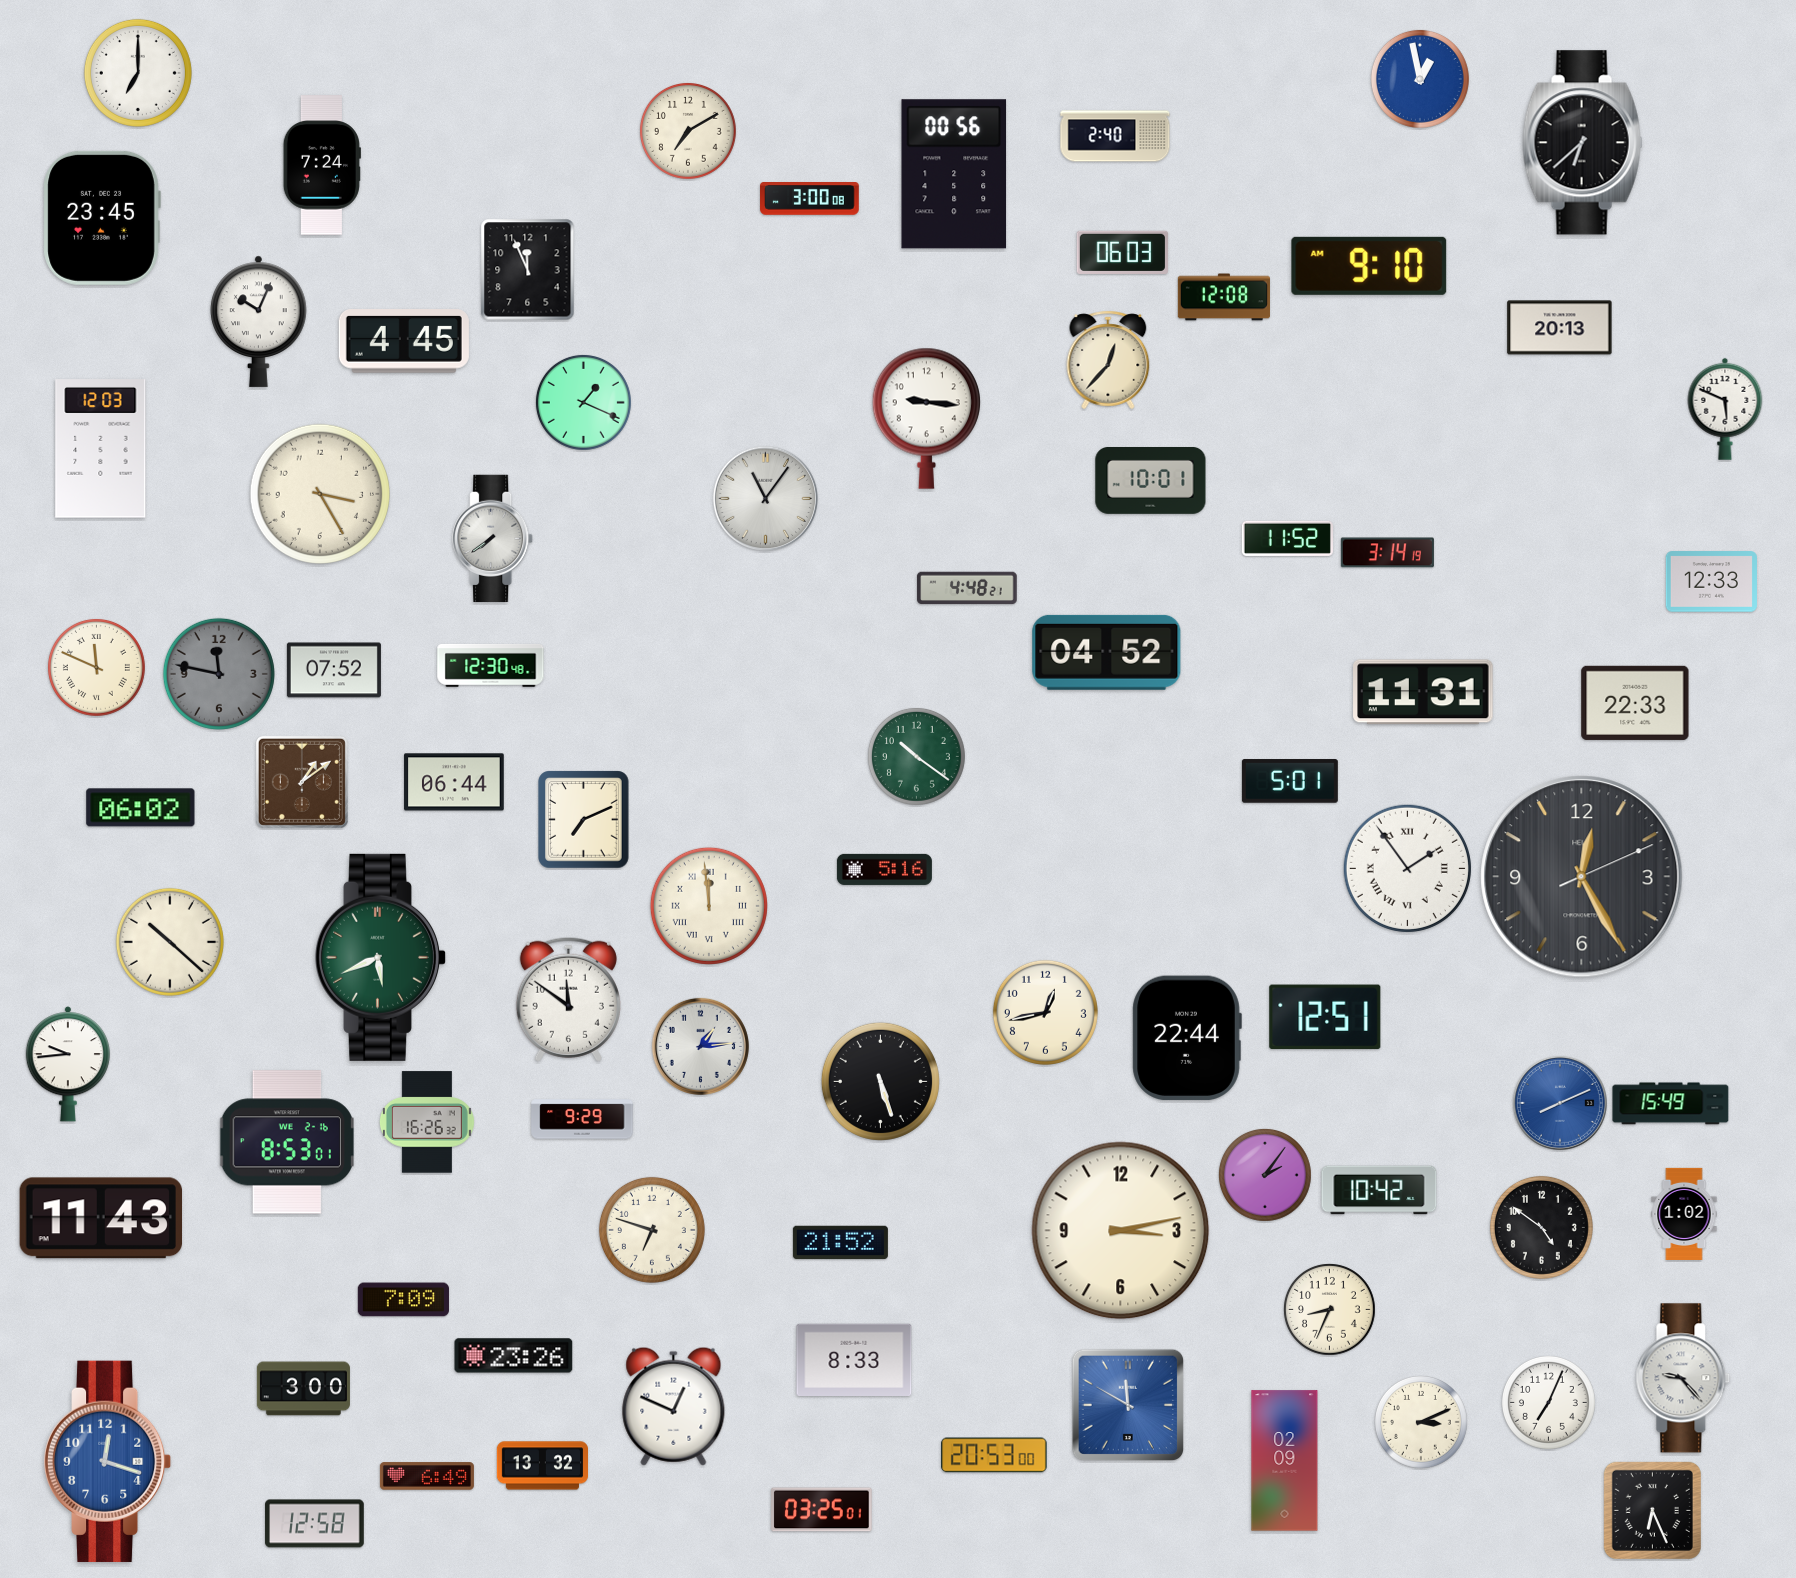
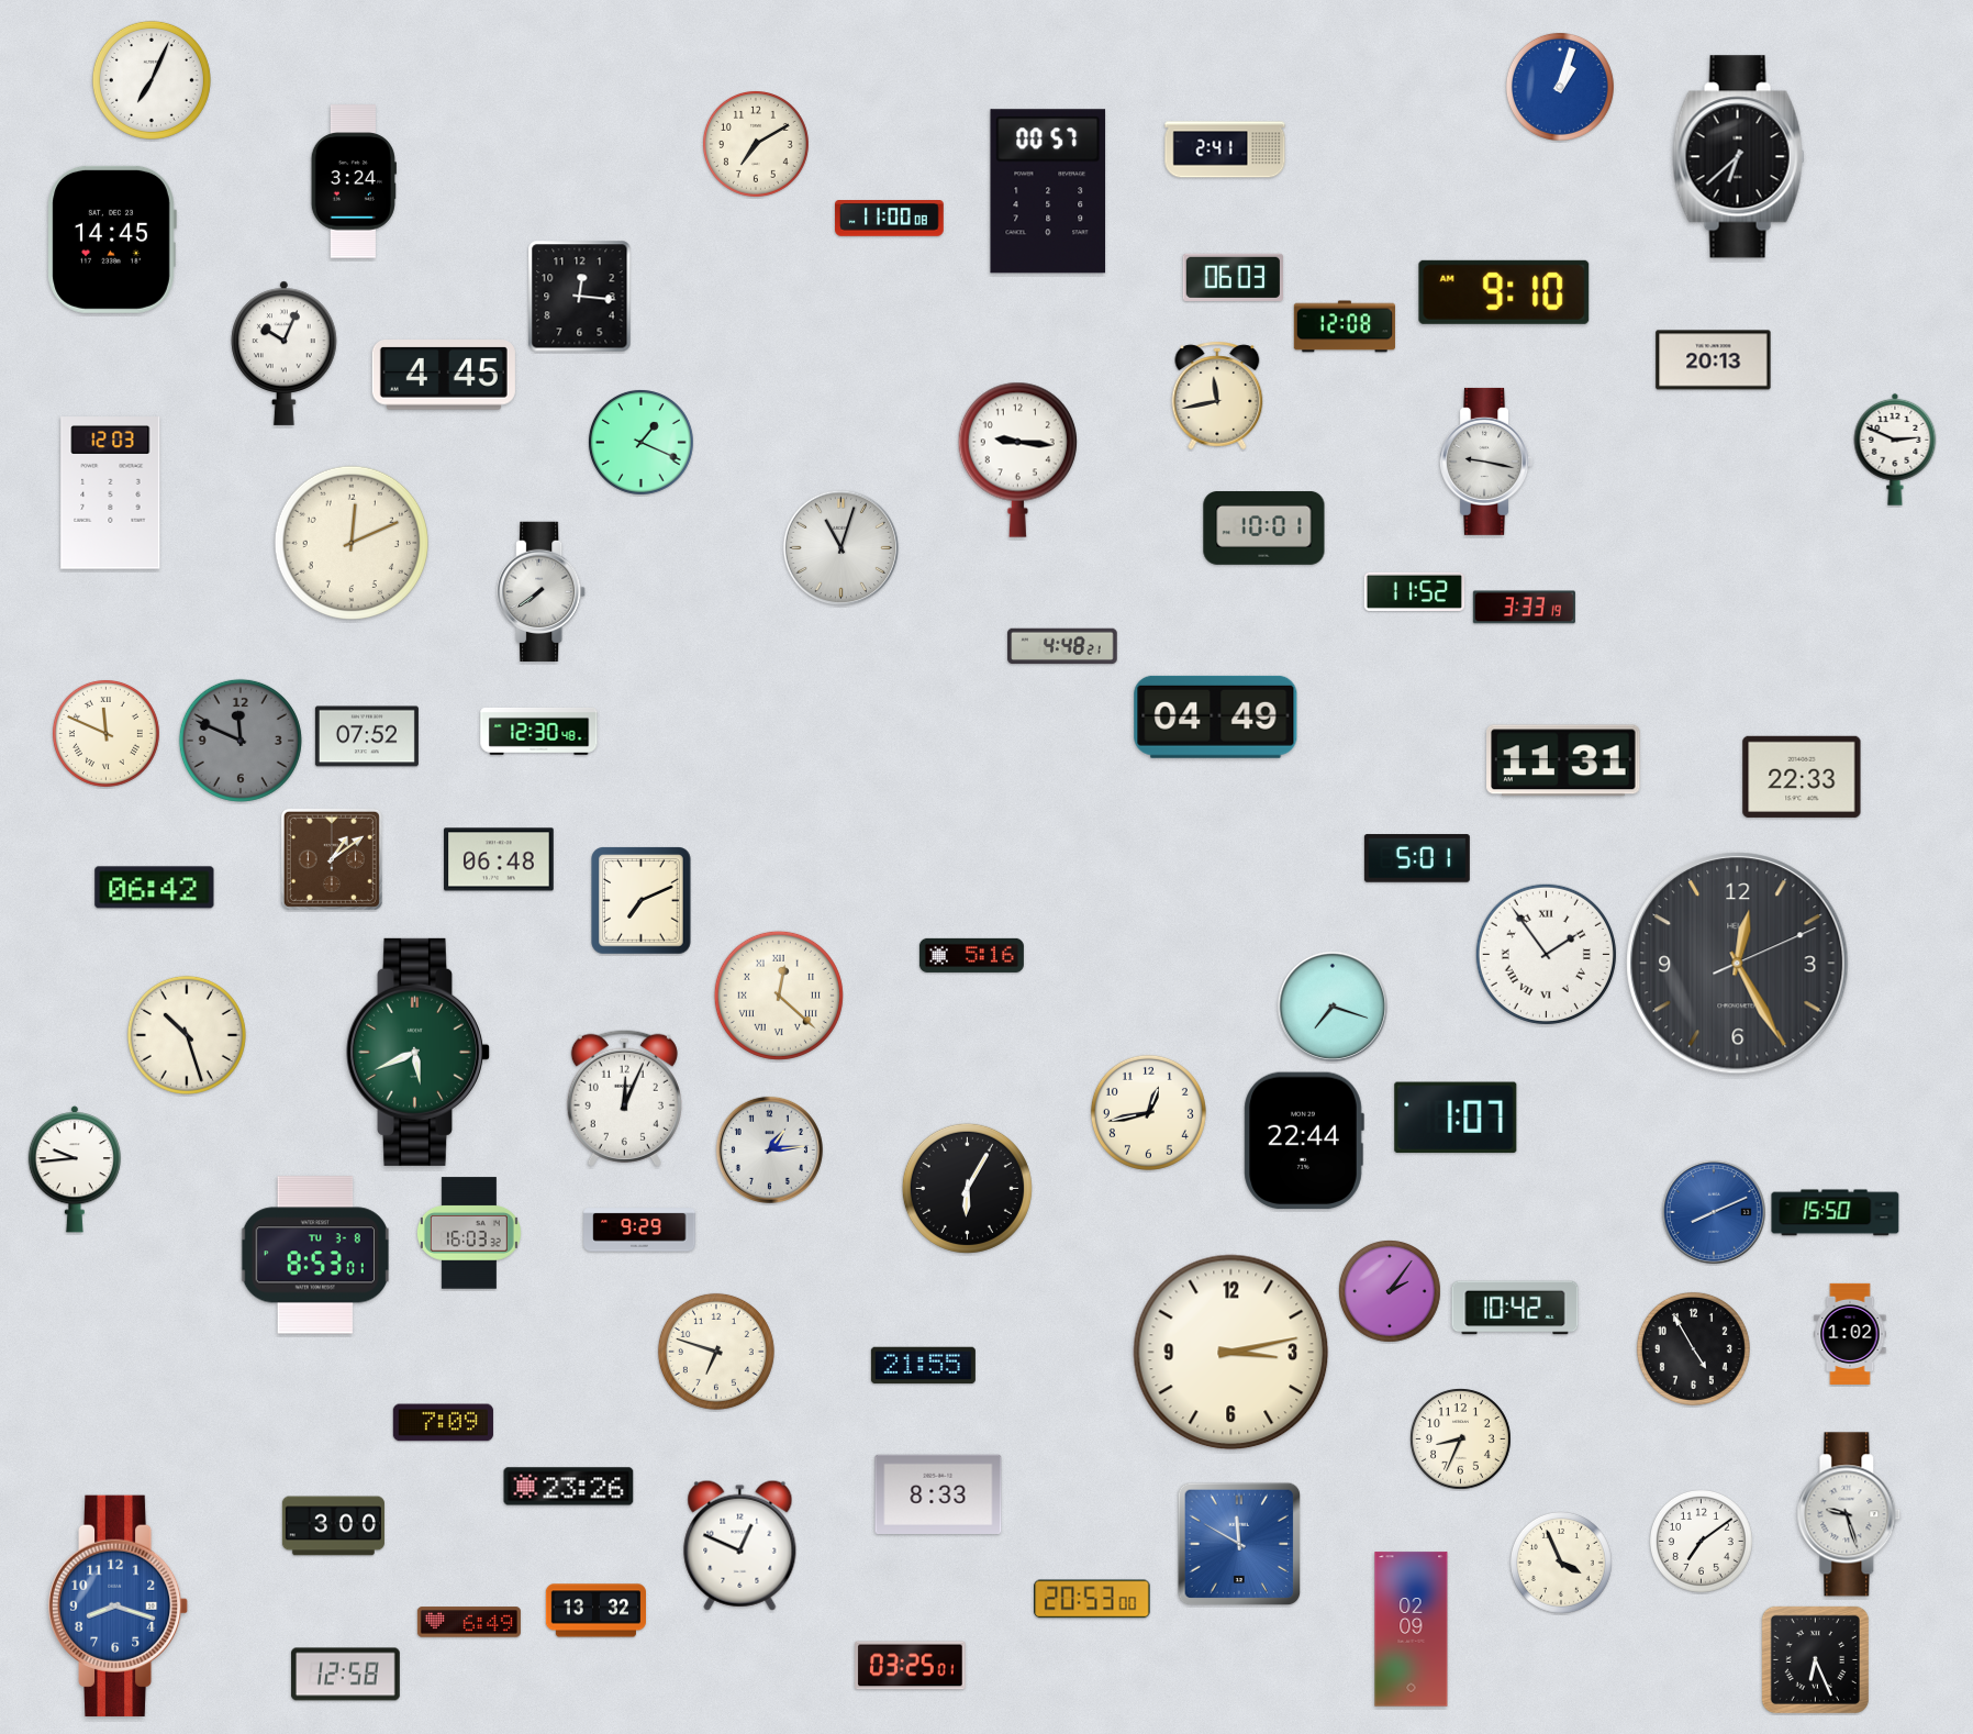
clock at (138, 73): 7:00 -> 7:04
clock at (1420, 79): 12:58 -> 1:03
clock at (1115, 136): 2:40 -> 2:41
clock at (322, 165): 7:24 -> 3:24
clock at (954, 174): 00:56 -> 00:57
clock at (810, 199): 3:00 -> 11:00
clock at (102, 218): 23:45 -> 14:45
clock at (528, 270): 11:56 -> 12:16
clock at (1108, 360): 12:37 -> 11:43
clock at (1725, 409): 5:49 -> 2:49
clock at (1485, 462): none -> 9:17
clock at (320, 494): 3:25 -> 12:11
clock at (766, 499): 11:06 -> 11:03
clock at (1387, 553): 3:14 -> 3:33
clock at (1711, 582): 12:33 -> none
clock at (1107, 652): 04:52 -> 04:49
clock at (219, 674): 11:47 -> 11:49
clock at (1635, 703) position: (1635, 703) -> (1802, 777)
clock at (916, 756): 10:21 -> none
clock at (454, 782): 06:44 -> 06:48
clock at (141, 808): 06:02 -> 06:42
clock at (709, 906): 11:59 -> 12:22
clock at (1333, 1007): none -> 7:18
clock at (170, 942): 10:22 -> 10:27
clock at (568, 999): 11:51 -> 12:04
clock at (1325, 1017): 12:51 -> 1:07
clock at (880, 1081): 5:27 -> 6:05
clock at (1671, 1104): 15:49 -> 15:50
clock at (427, 1122): 16:26 -> 16:03
clock at (287, 1142) date: WE 2-16 -> TU 3-8
clock at (100, 1218): 11:43 -> none
clock at (1541, 1227): 4:51 -> 4:55
clock at (840, 1243): 21:52 -> 21:55
clock at (403, 1300) position: (403, 1300) -> (443, 1423)
clock at (514, 1356) position: (514, 1356) -> (569, 1487)
clock at (1683, 1378): 9:23 -> 9:27
clock at (1548, 1402): 7:04 -> 7:09
clock at (1421, 1422): 3:11 -> 3:56
clock at (108, 1461): 12:18 -> 8:18
clock at (1285, 1461) position: (1285, 1461) -> (1412, 1630)
clock at (822, 1510) position: (822, 1510) -> (911, 1666)
